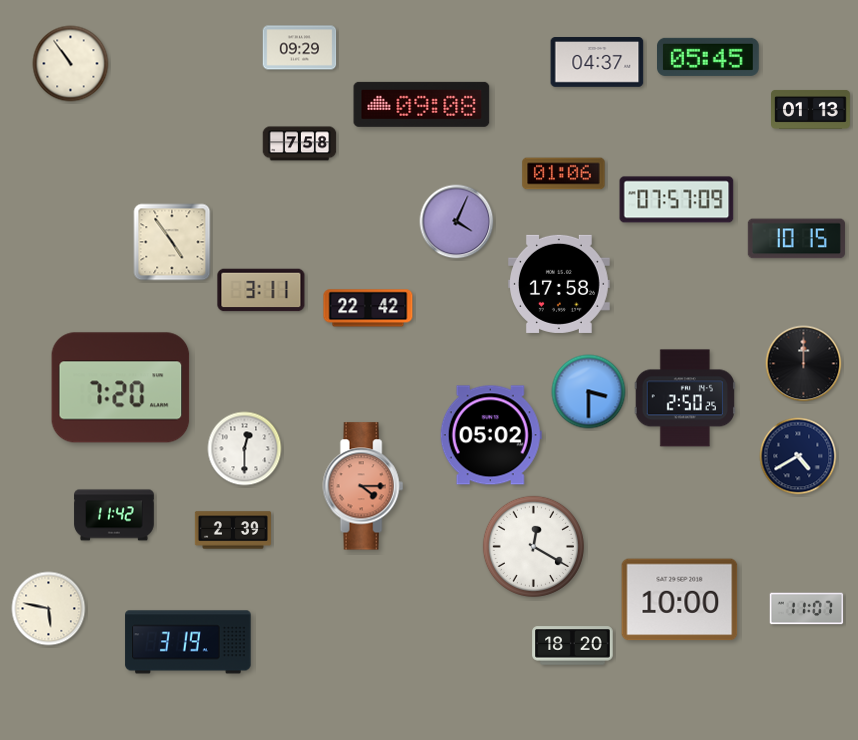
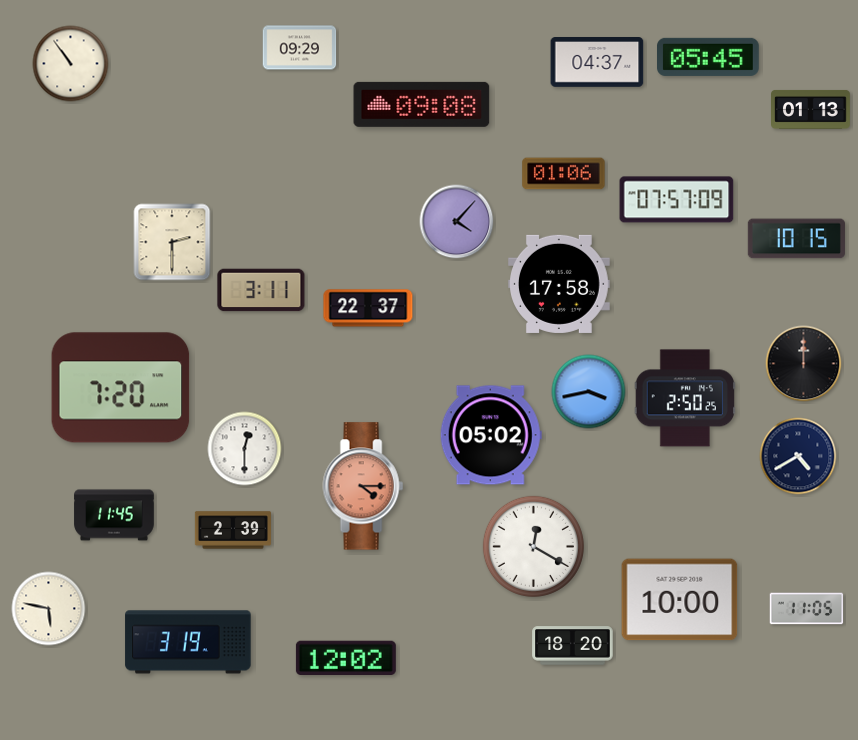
clock at (300, 144): 7:58 -> none
clock at (457, 222): 4:04 -> 4:07
clock at (172, 242): 4:54 -> 2:30
clock at (368, 308): 22:42 -> 22:37
clock at (589, 392): 3:30 -> 3:43
clock at (114, 515): 11:42 -> 11:45
clock at (807, 609): 11:07 -> 11:05
clock at (346, 657): none -> 12:02
